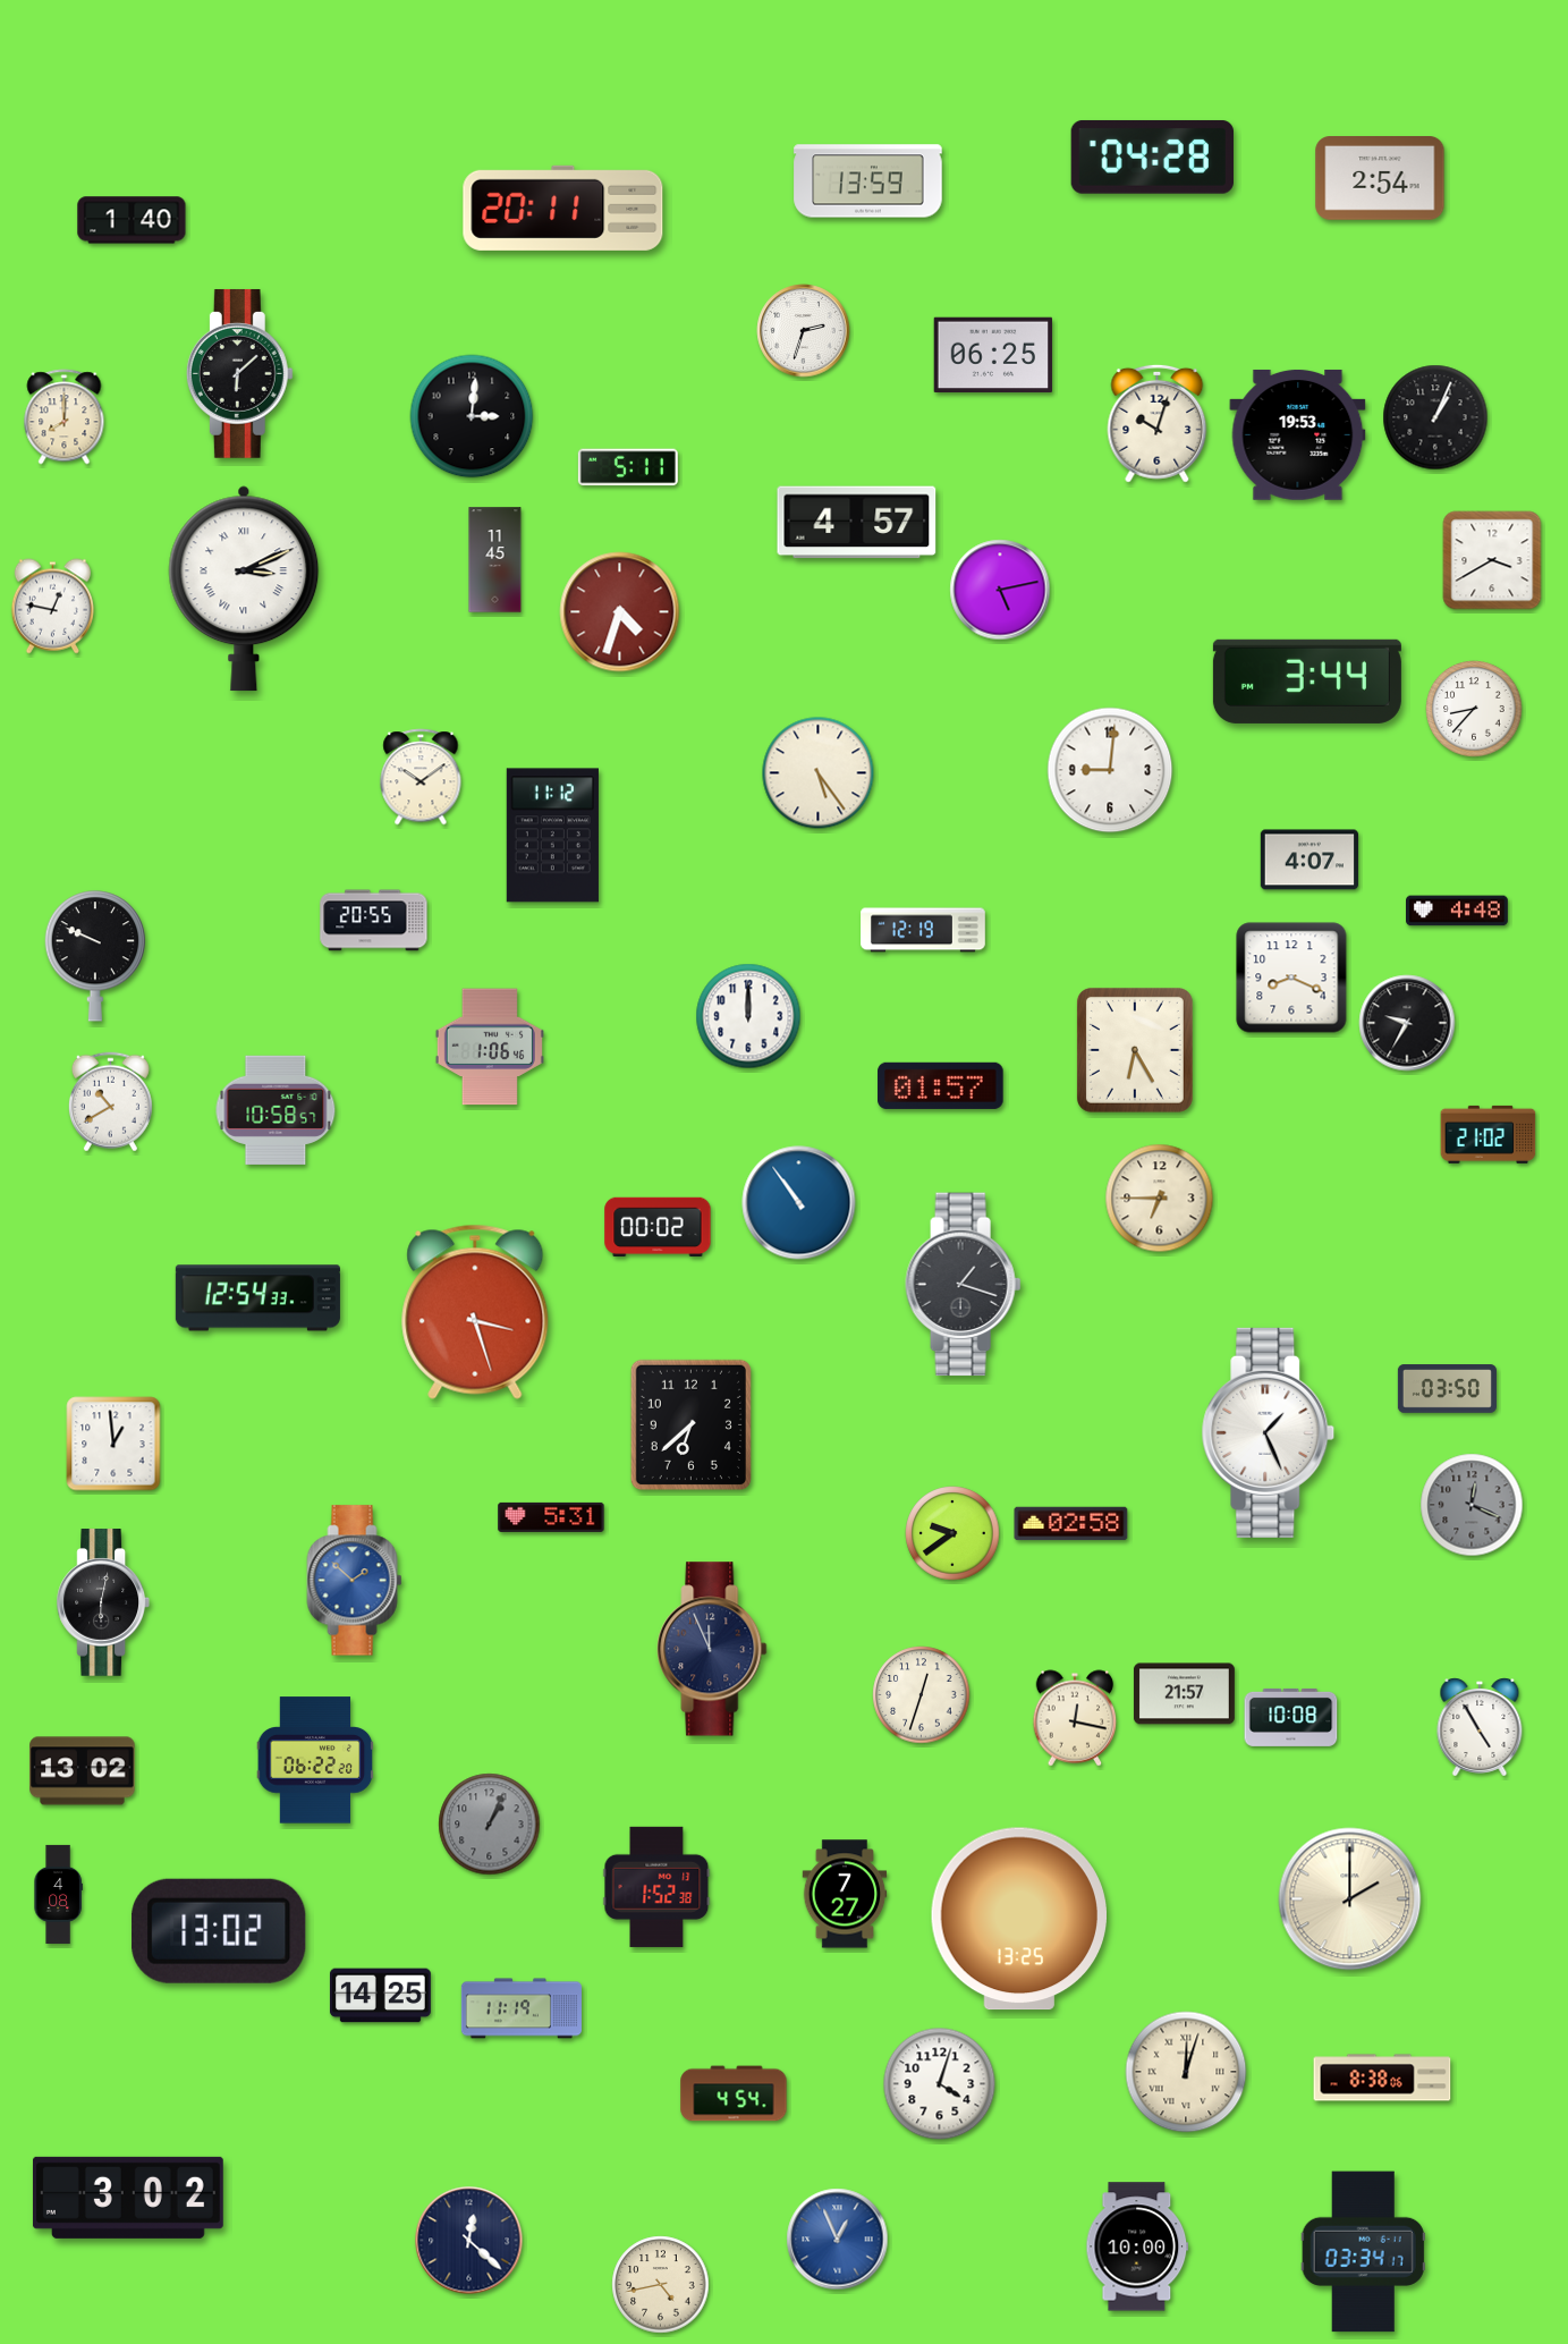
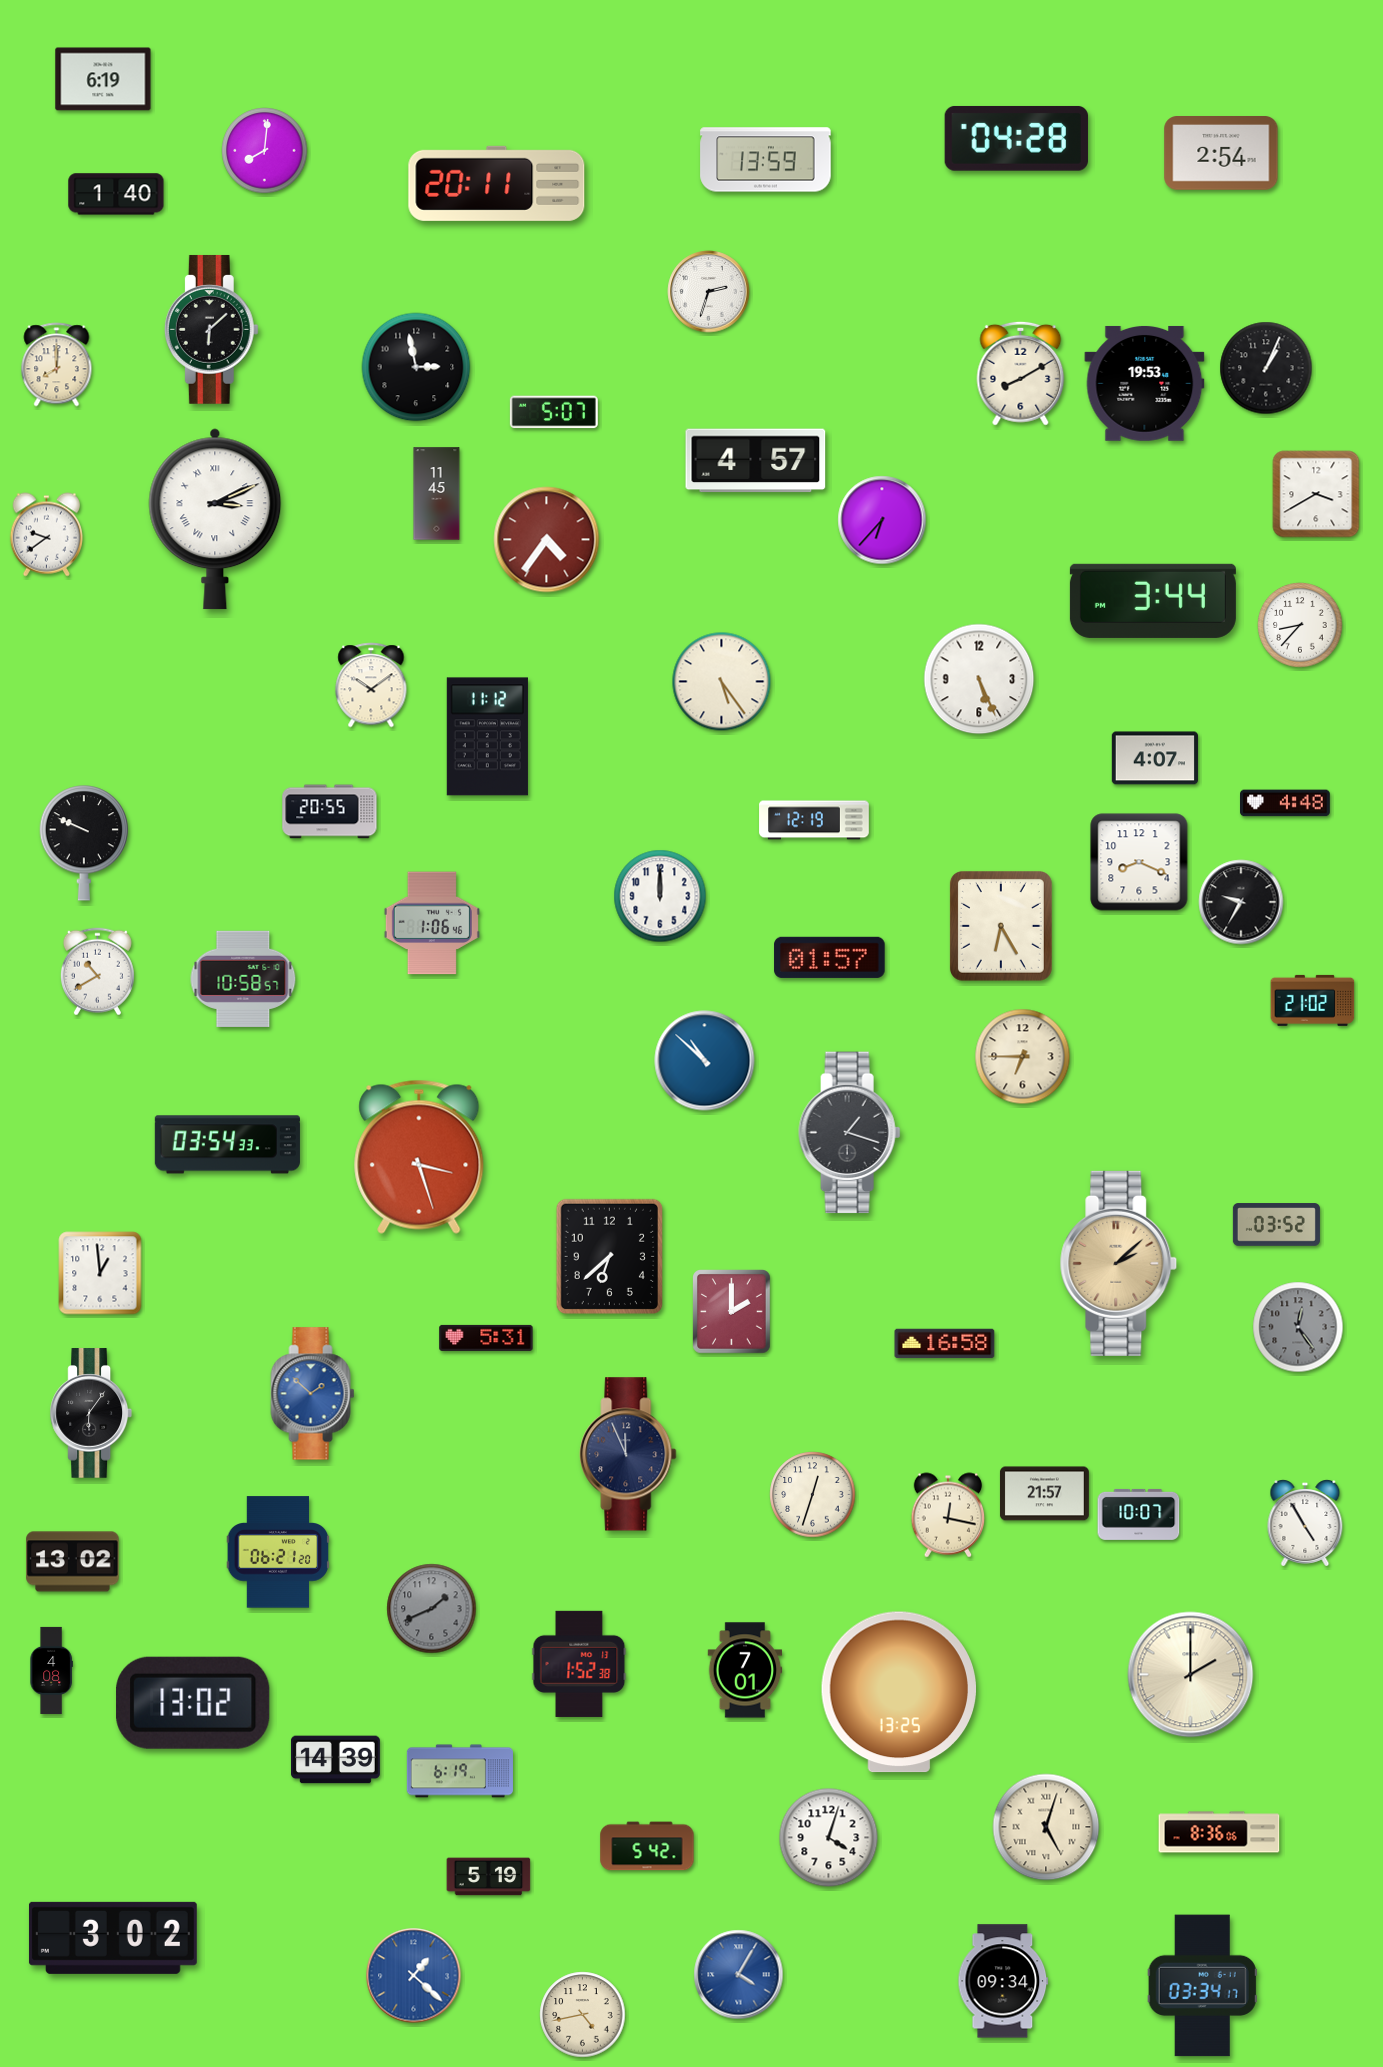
clock at (103, 79): none -> 6:19
clock at (265, 151): none -> 8:01
clock at (1380, 179) position: (1380, 179) -> (1221, 154)
clock at (993, 355): 06:25 -> none
clock at (472, 416): 3:01 -> 2:58
clock at (65, 417) position: (65, 417) -> (57, 365)
clock at (1158, 423): 10:03 -> 8:10
clock at (628, 467): 5:11 -> 5:07
clock at (1000, 590): 5:13 -> 6:37
clock at (52, 607): 12:47 -> 9:39
clock at (620, 612): 4:33 -> 4:36
clock at (1110, 770): 9:01 -> 5:26
clock at (799, 1203): 10:54 -> 10:52
clock at (658, 1226): 00:02 -> none
clock at (257, 1298): 12:54 -> 03:54
clock at (1447, 1389): 03:50 -> 03:52
clock at (1269, 1432): 1:26 -> 2:08
clock at (1269, 1432) dial: white -> champagne
clock at (732, 1312): none -> 2:00
clock at (1472, 1505): 12:19 -> 12:24
clock at (1071, 1524): 02:58 -> 16:58
clock at (952, 1533): 9:39 -> none
clock at (102, 1602): 6:02 -> 6:06
clock at (1291, 1717): 10:08 -> 10:07
clock at (315, 1760): 06:22 -> 06:21
clock at (490, 1825): 1:04 -> 1:41
clock at (845, 1894): 7:27 -> 7:01
clock at (380, 1996): 14:25 -> 14:39
clock at (522, 2008): 11:19 -> 6:19
clock at (1186, 2072): 12:03 -> 5:03
clock at (1382, 2078): 8:38 -> 8:36
clock at (734, 2093): 4:54 -> 5:42
clock at (489, 1877): none -> 5:19
clock at (838, 2240): 12:56 -> 4:05
clock at (469, 2241): 12:22 -> 1:22
clock at (469, 2241) dial: navy -> blue
clock at (1137, 2246): 10:00 -> 09:34
